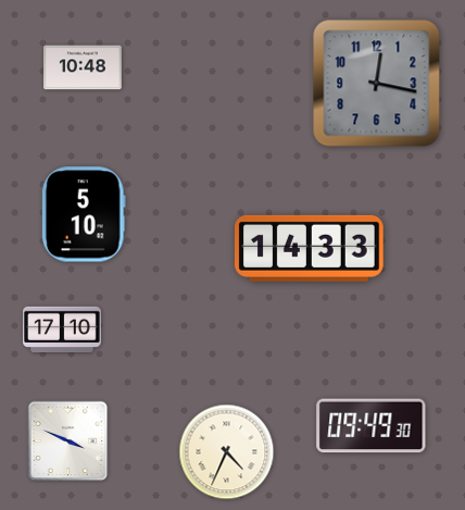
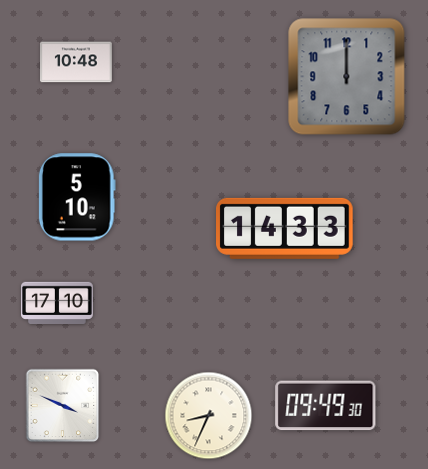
clock at (377, 84): 12:17 -> 12:00
clock at (372, 426) position: (372, 426) -> (326, 406)
clock at (227, 452): 4:34 -> 8:34
